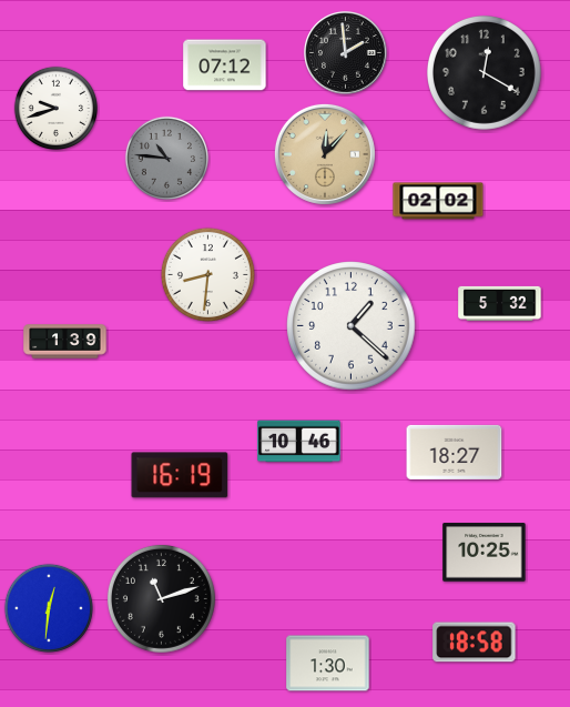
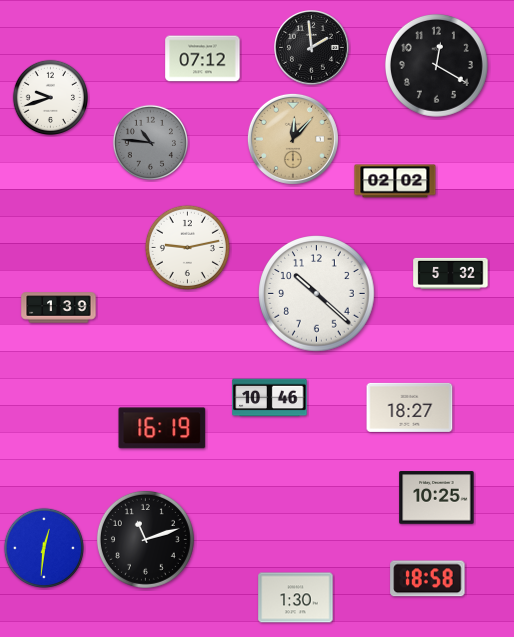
clock at (207, 274): 8:31 -> 9:13
clock at (352, 326): 1:22 -> 10:22
